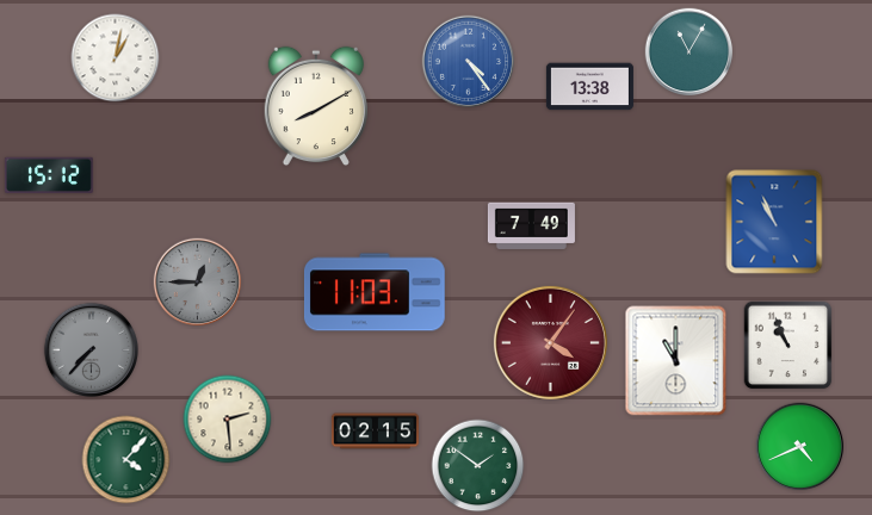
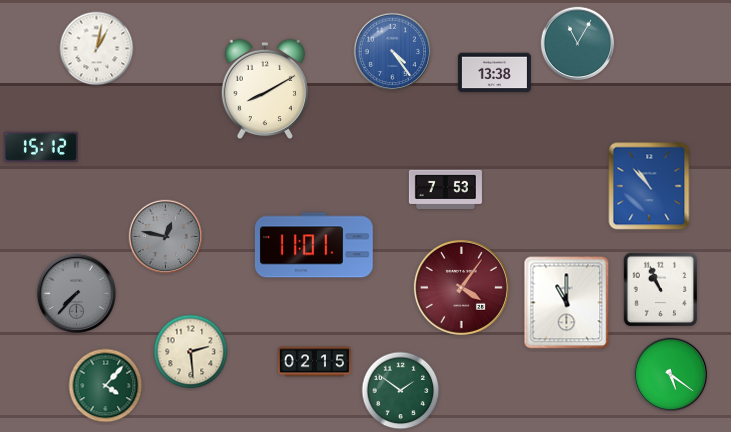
clock at (774, 222): 10:56 -> 10:53
clock at (531, 225): 7:49 -> 7:53
clock at (198, 283): 12:45 -> 12:47
clock at (375, 292): 11:03 -> 11:01
clock at (800, 447): 4:41 -> 5:21
